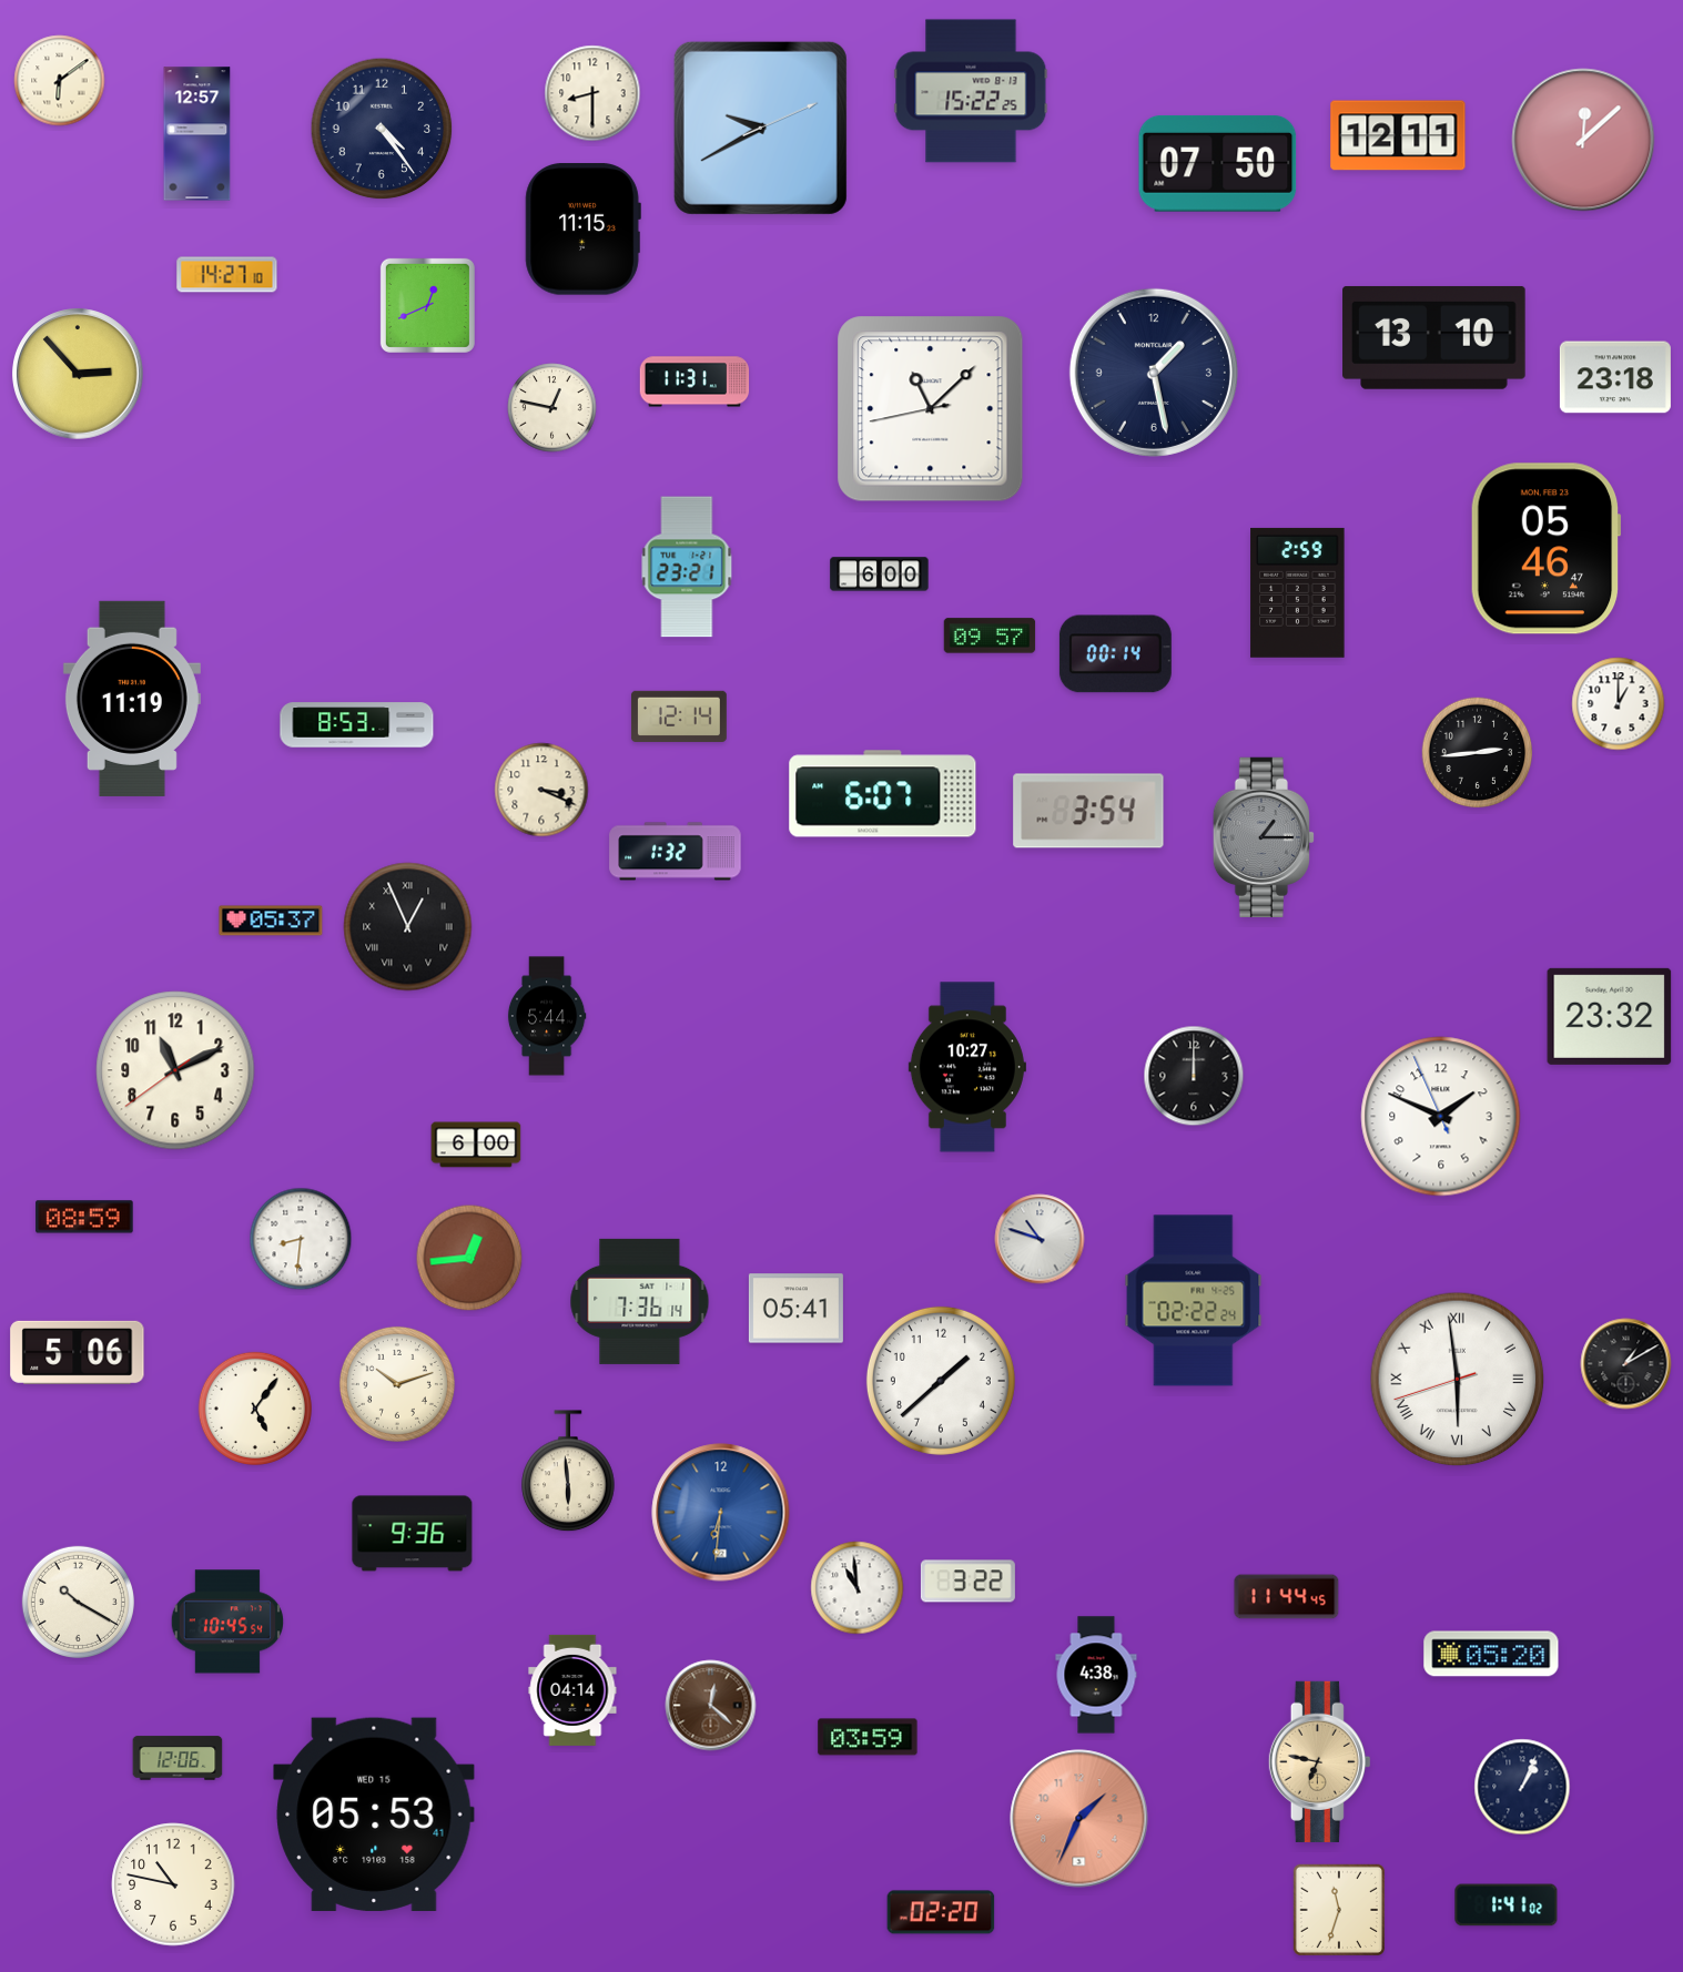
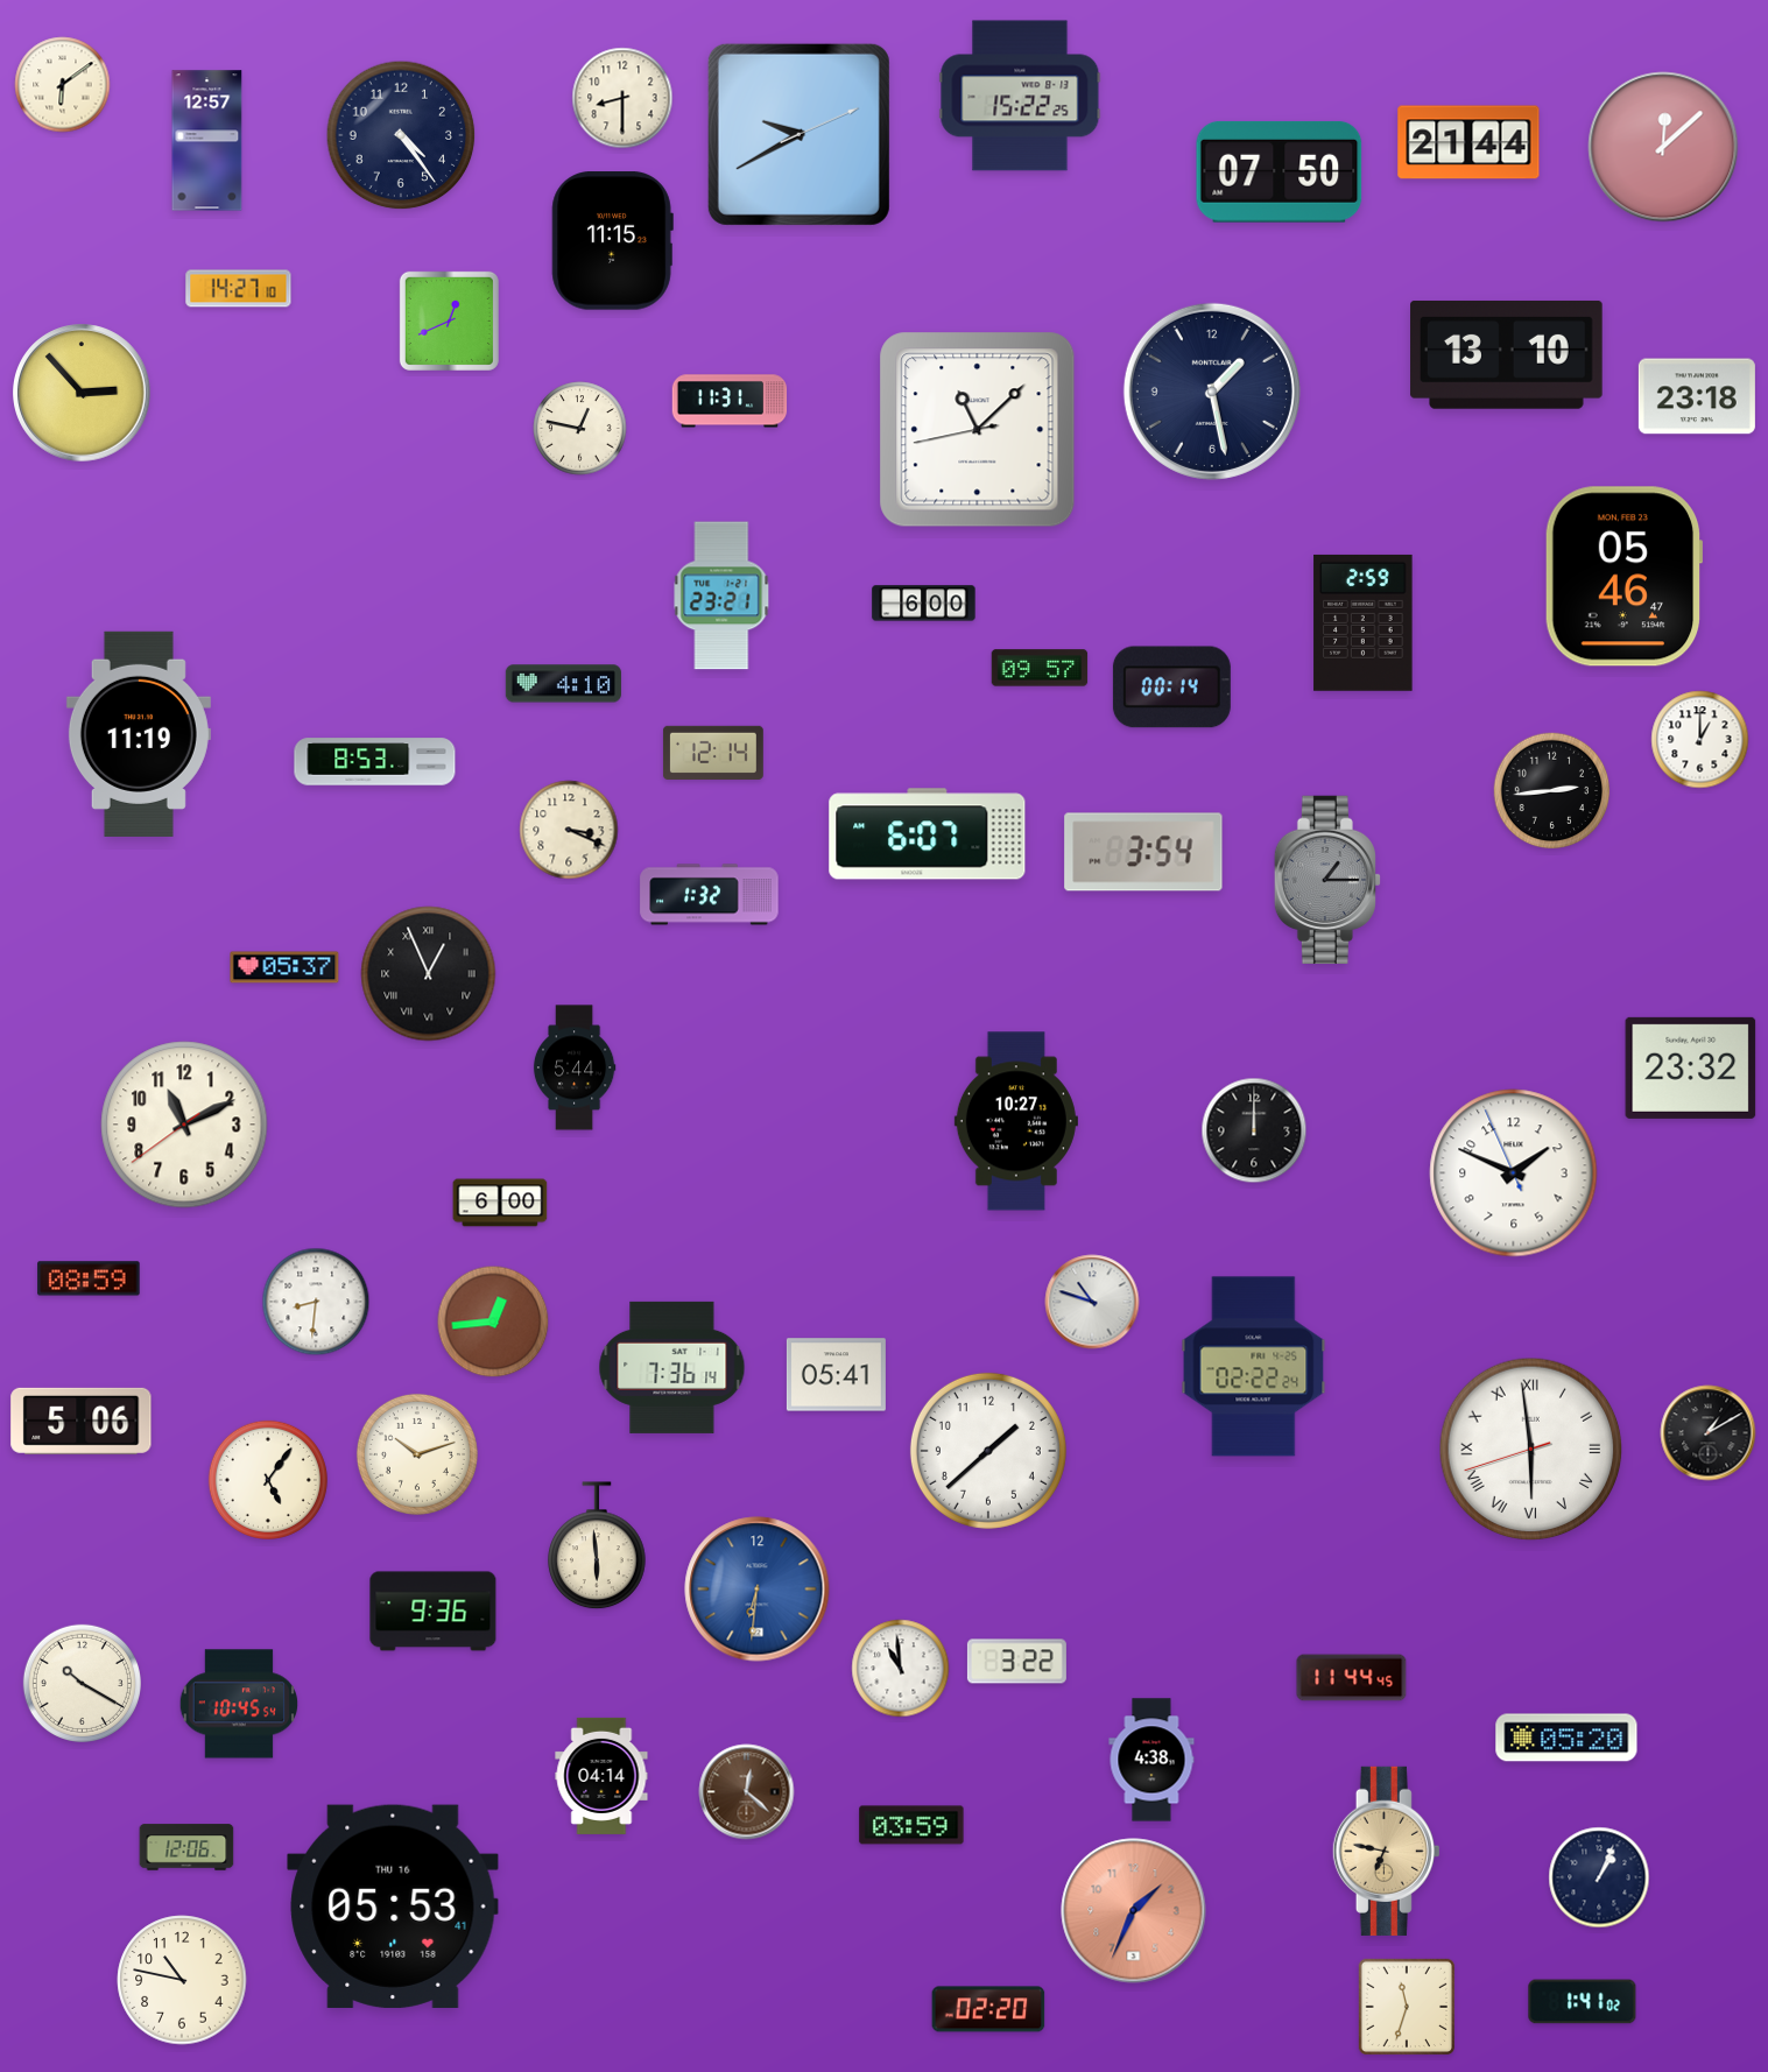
clock at (1398, 135): 12:11 -> 21:44
clock at (563, 684): none -> 4:10
clock at (374, 1815) date: WED 15 -> THU 16
